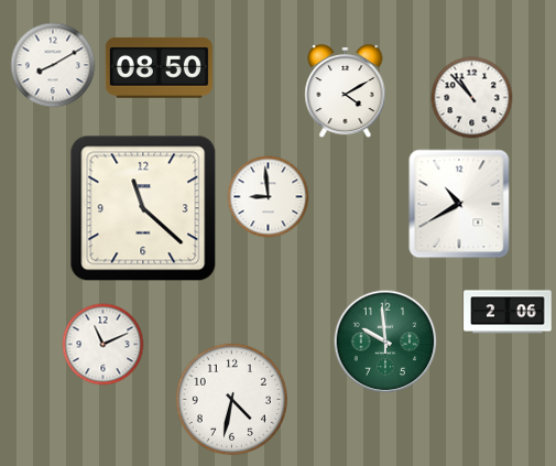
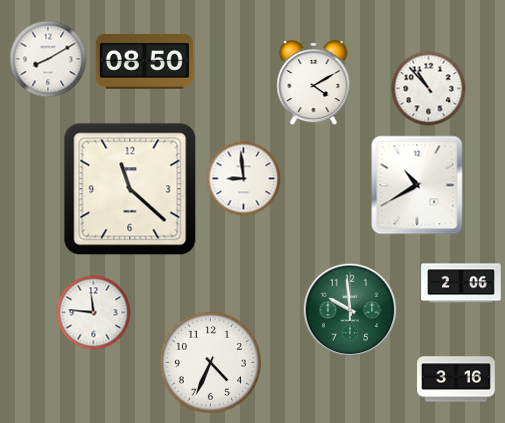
clock at (103, 345): 11:11 -> 11:46
clock at (231, 399): 4:32 -> 4:34
clock at (457, 379): none -> 3:16
